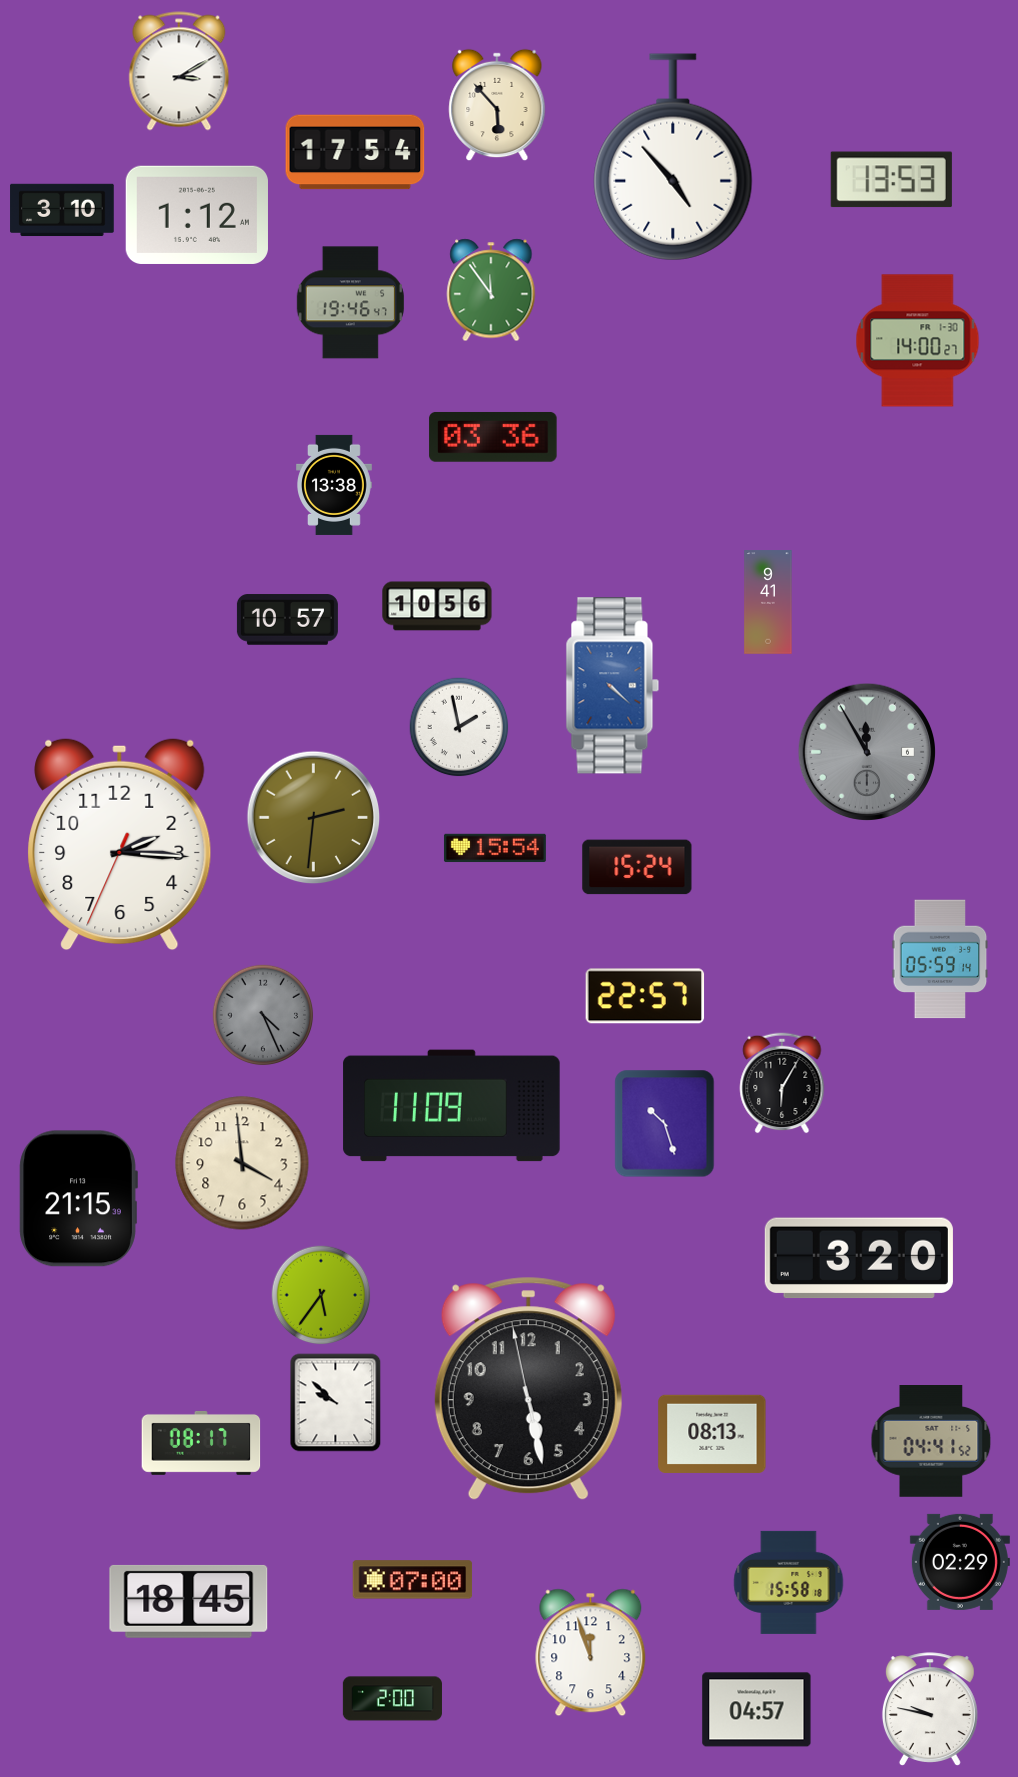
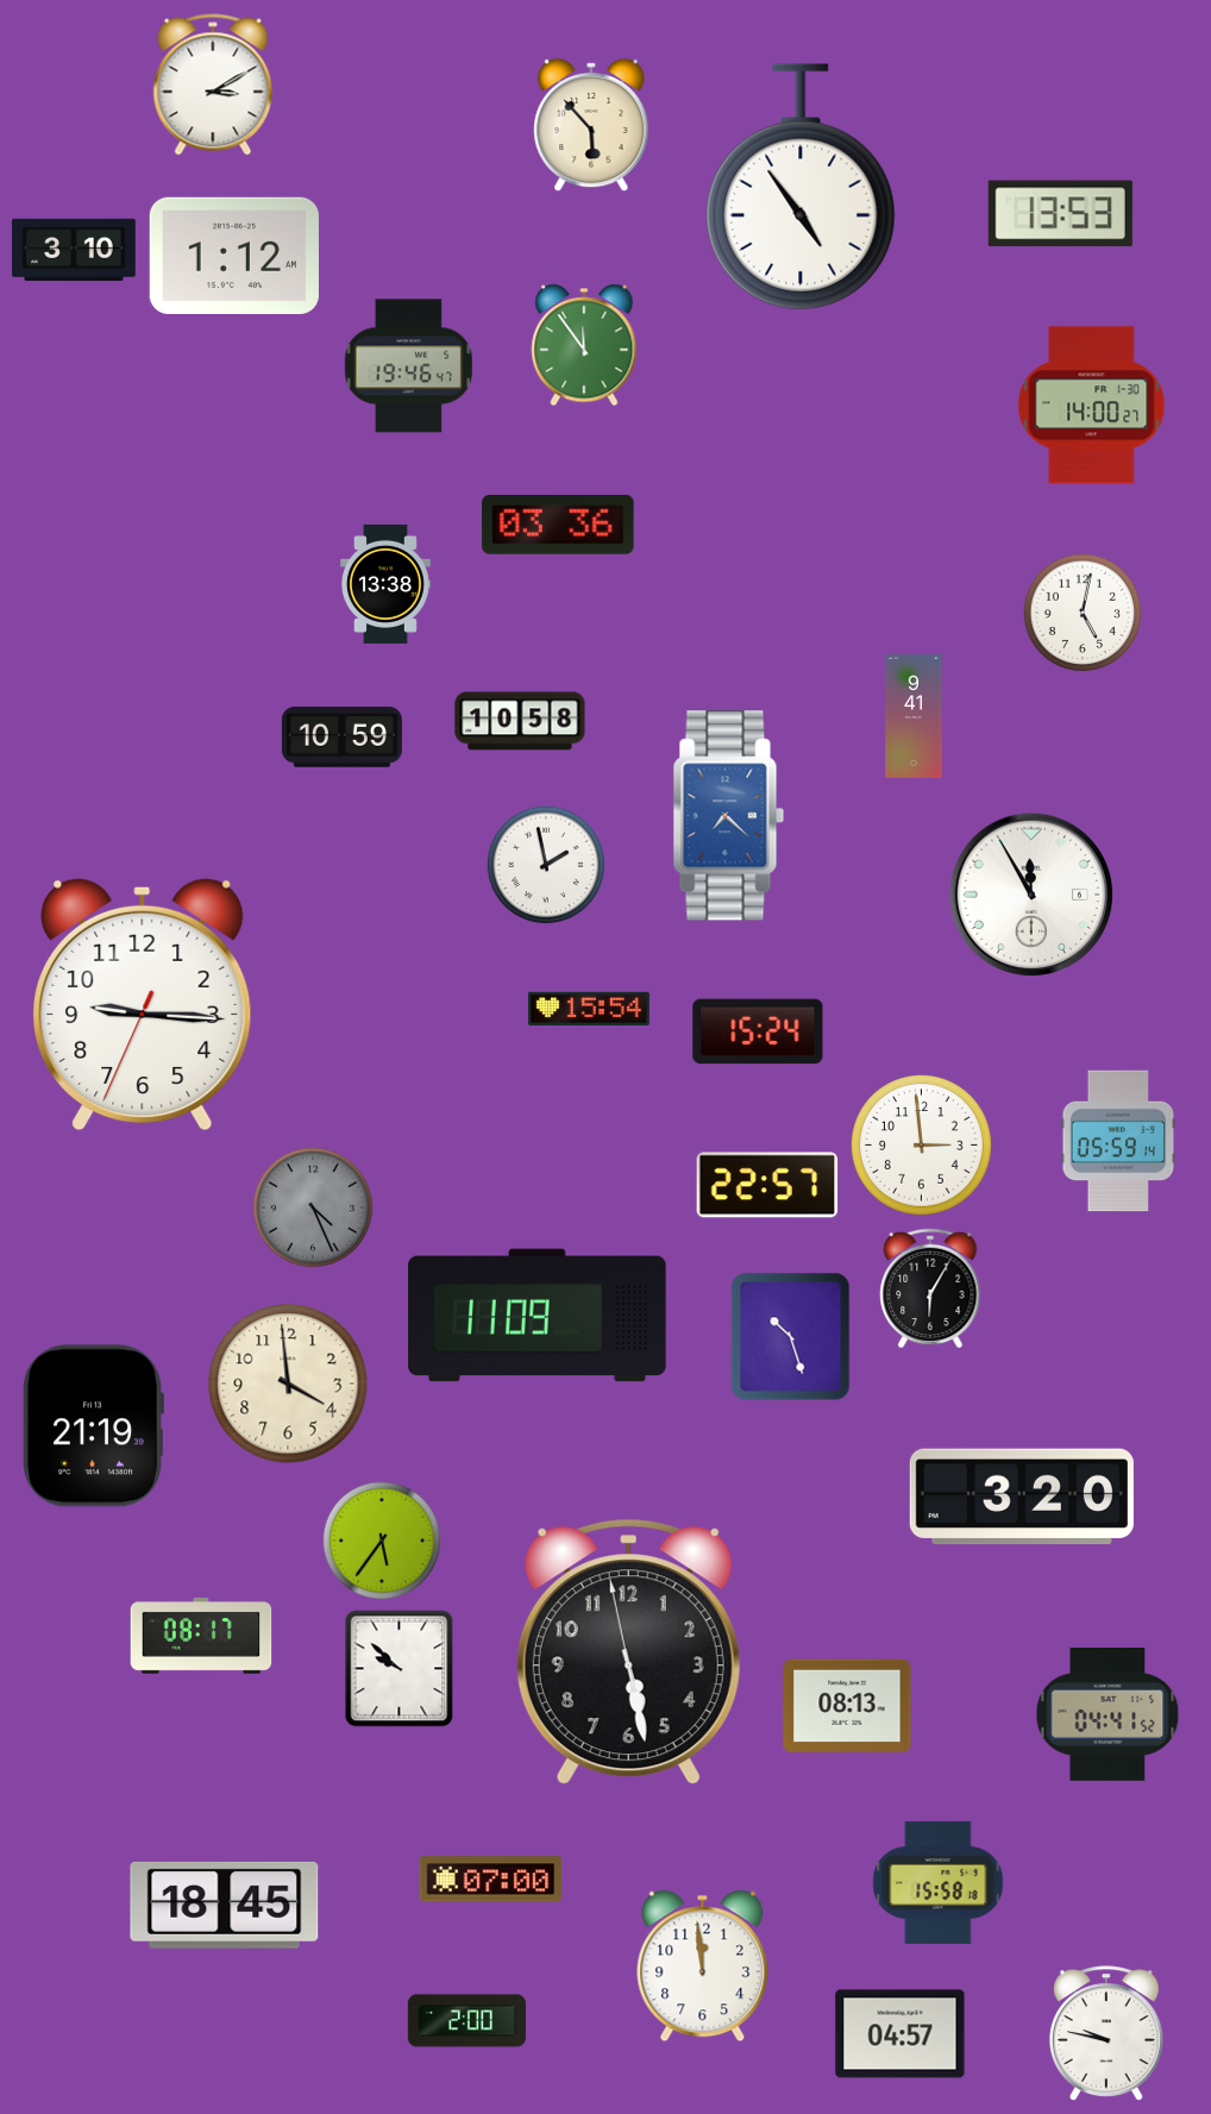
clock at (355, 152): 17:54 -> none
clock at (673, 157): 4:53 -> 4:54
clock at (350, 303) position: (350, 303) -> (408, 366)
clock at (493, 437) position: (493, 437) -> (558, 525)
clock at (335, 485) position: (335, 485) -> (387, 584)
clock at (1083, 613): none -> 5:02
clock at (437, 606): 10:56 -> 10:58
clock at (287, 620): 10:57 -> 10:59
clock at (613, 686): 4:22 -> 7:22
clock at (867, 752) dial: grey -> white
clock at (314, 818): 2:31 -> none
clock at (120, 844): 2:15 -> 9:15
clock at (921, 1144): none -> 2:59
clock at (78, 1199): 21:15 -> 21:19
clock at (201, 1443) position: (201, 1443) -> (201, 1636)
clock at (960, 1562): 02:29 -> none
clock at (591, 1653): 11:57 -> 11:59
